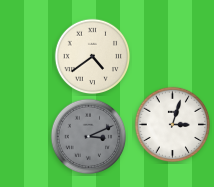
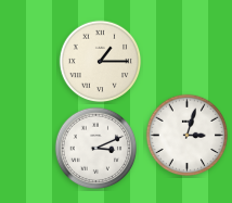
clock at (93, 57): 4:39 -> 1:15
clock at (89, 137) dial: grey -> white
